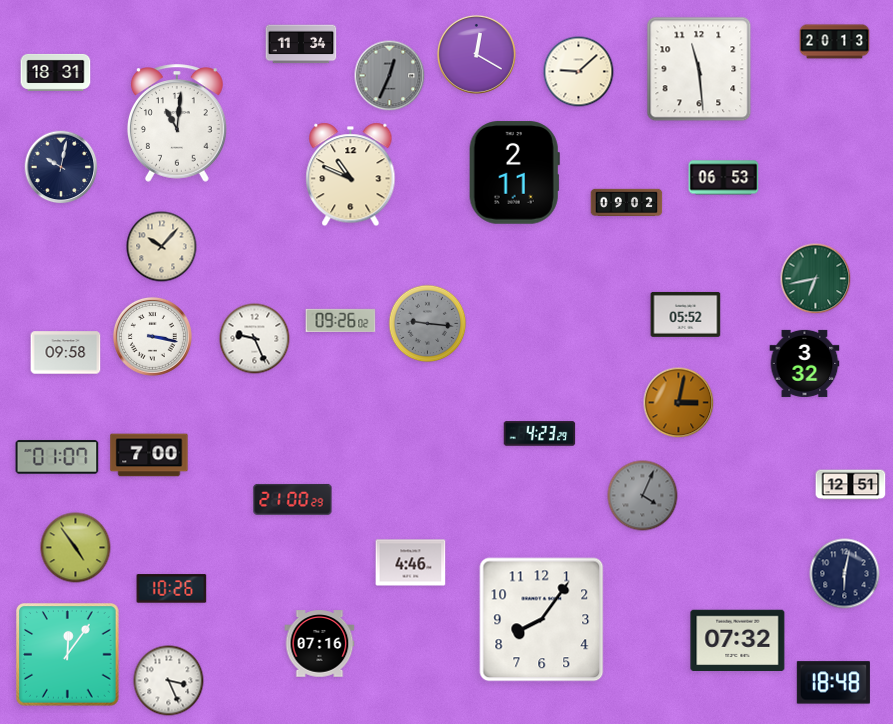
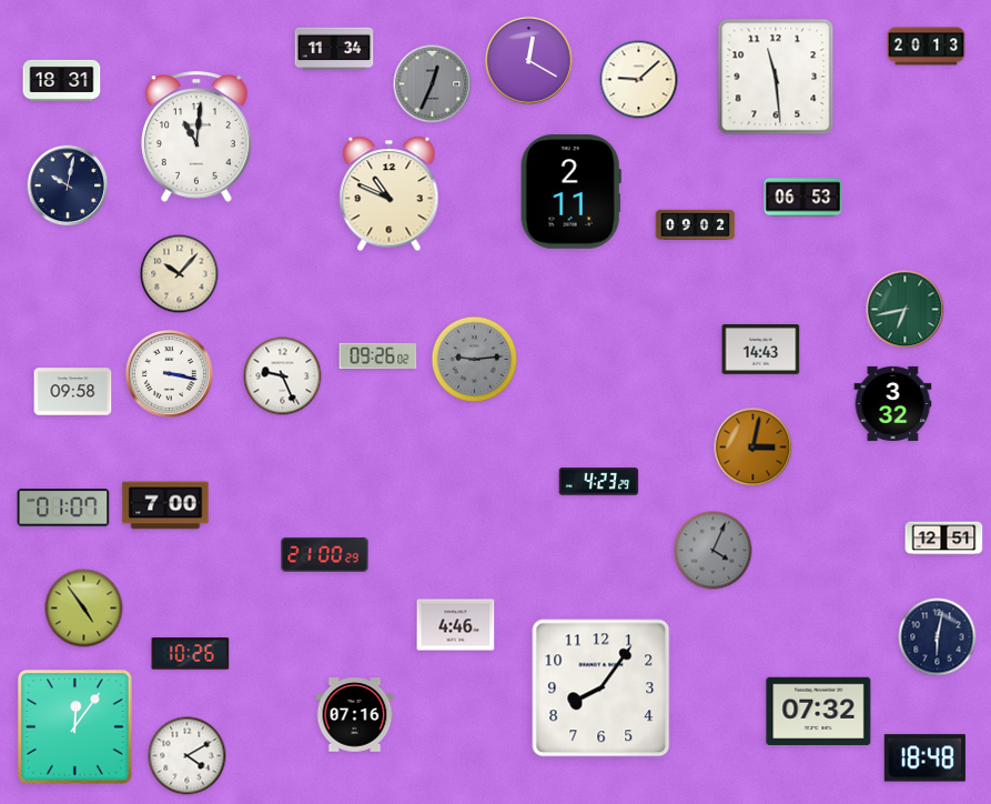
clock at (579, 72) position: (579, 72) -> (639, 80)
clock at (686, 314): 05:52 -> 14:43
clock at (428, 324): 9:16 -> 9:14
clock at (169, 681): 3:26 -> 4:10
